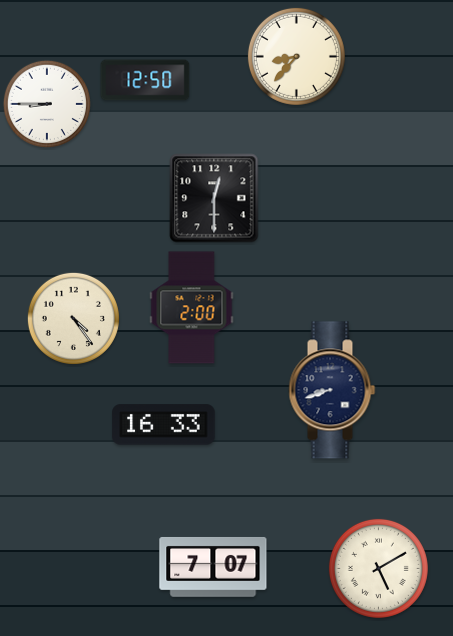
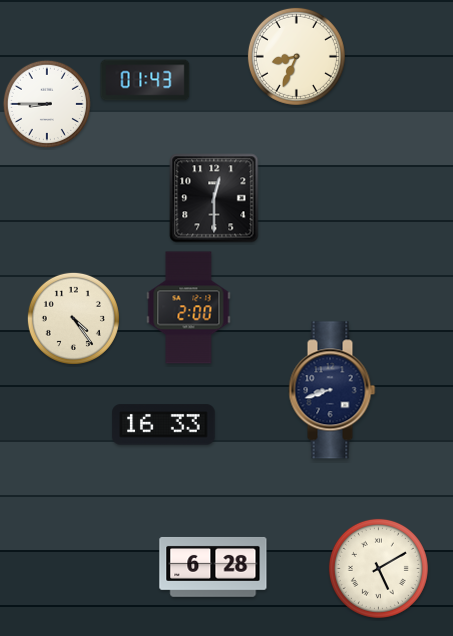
clock at (296, 56): 8:37 -> 8:34
clock at (145, 80): 12:50 -> 01:43
clock at (192, 308) position: (192, 308) -> (189, 308)
clock at (213, 567): 7:07 -> 6:28
